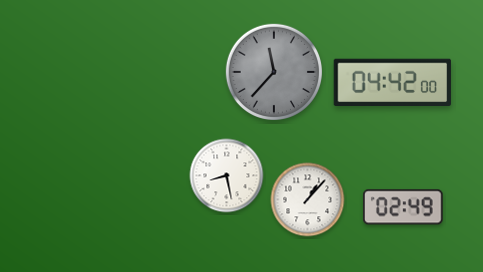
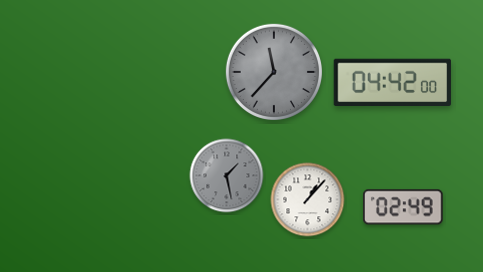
clock at (227, 176): 8:28 -> 1:28
clock at (227, 176) dial: white -> grey
